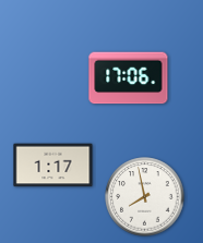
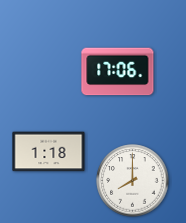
clock at (53, 166): 1:17 -> 1:18
clock at (145, 197): 7:58 -> 8:00
